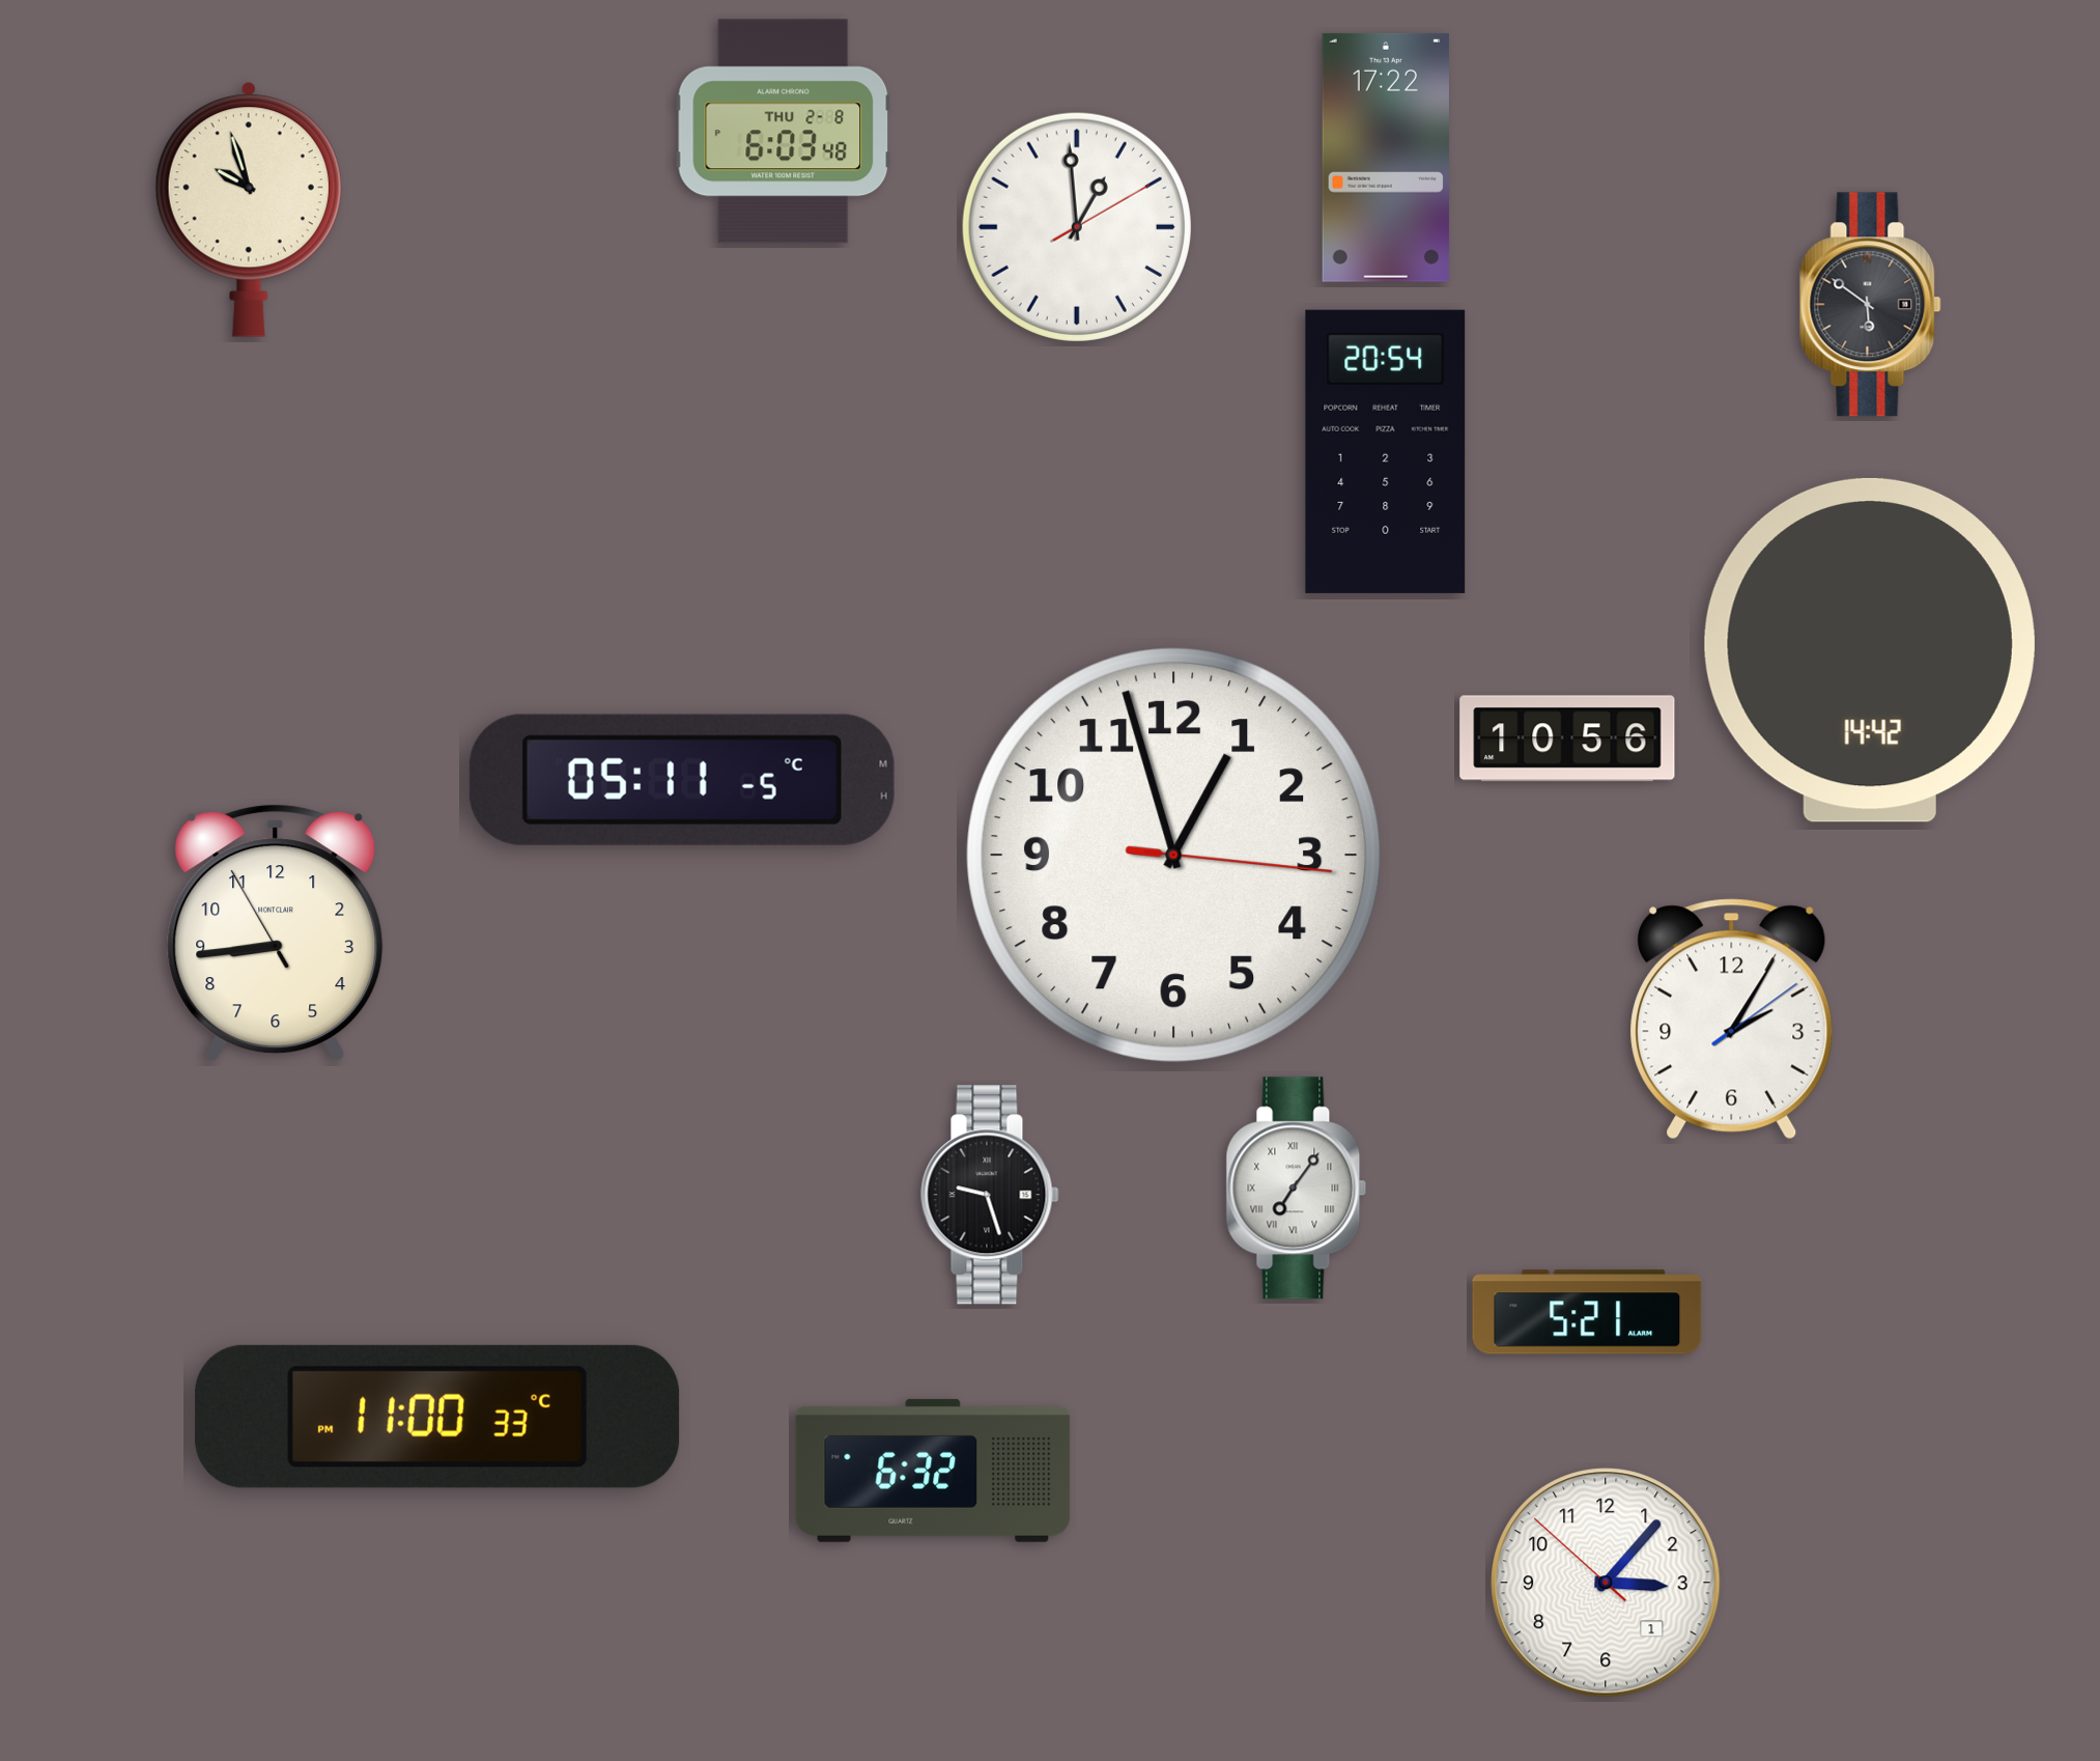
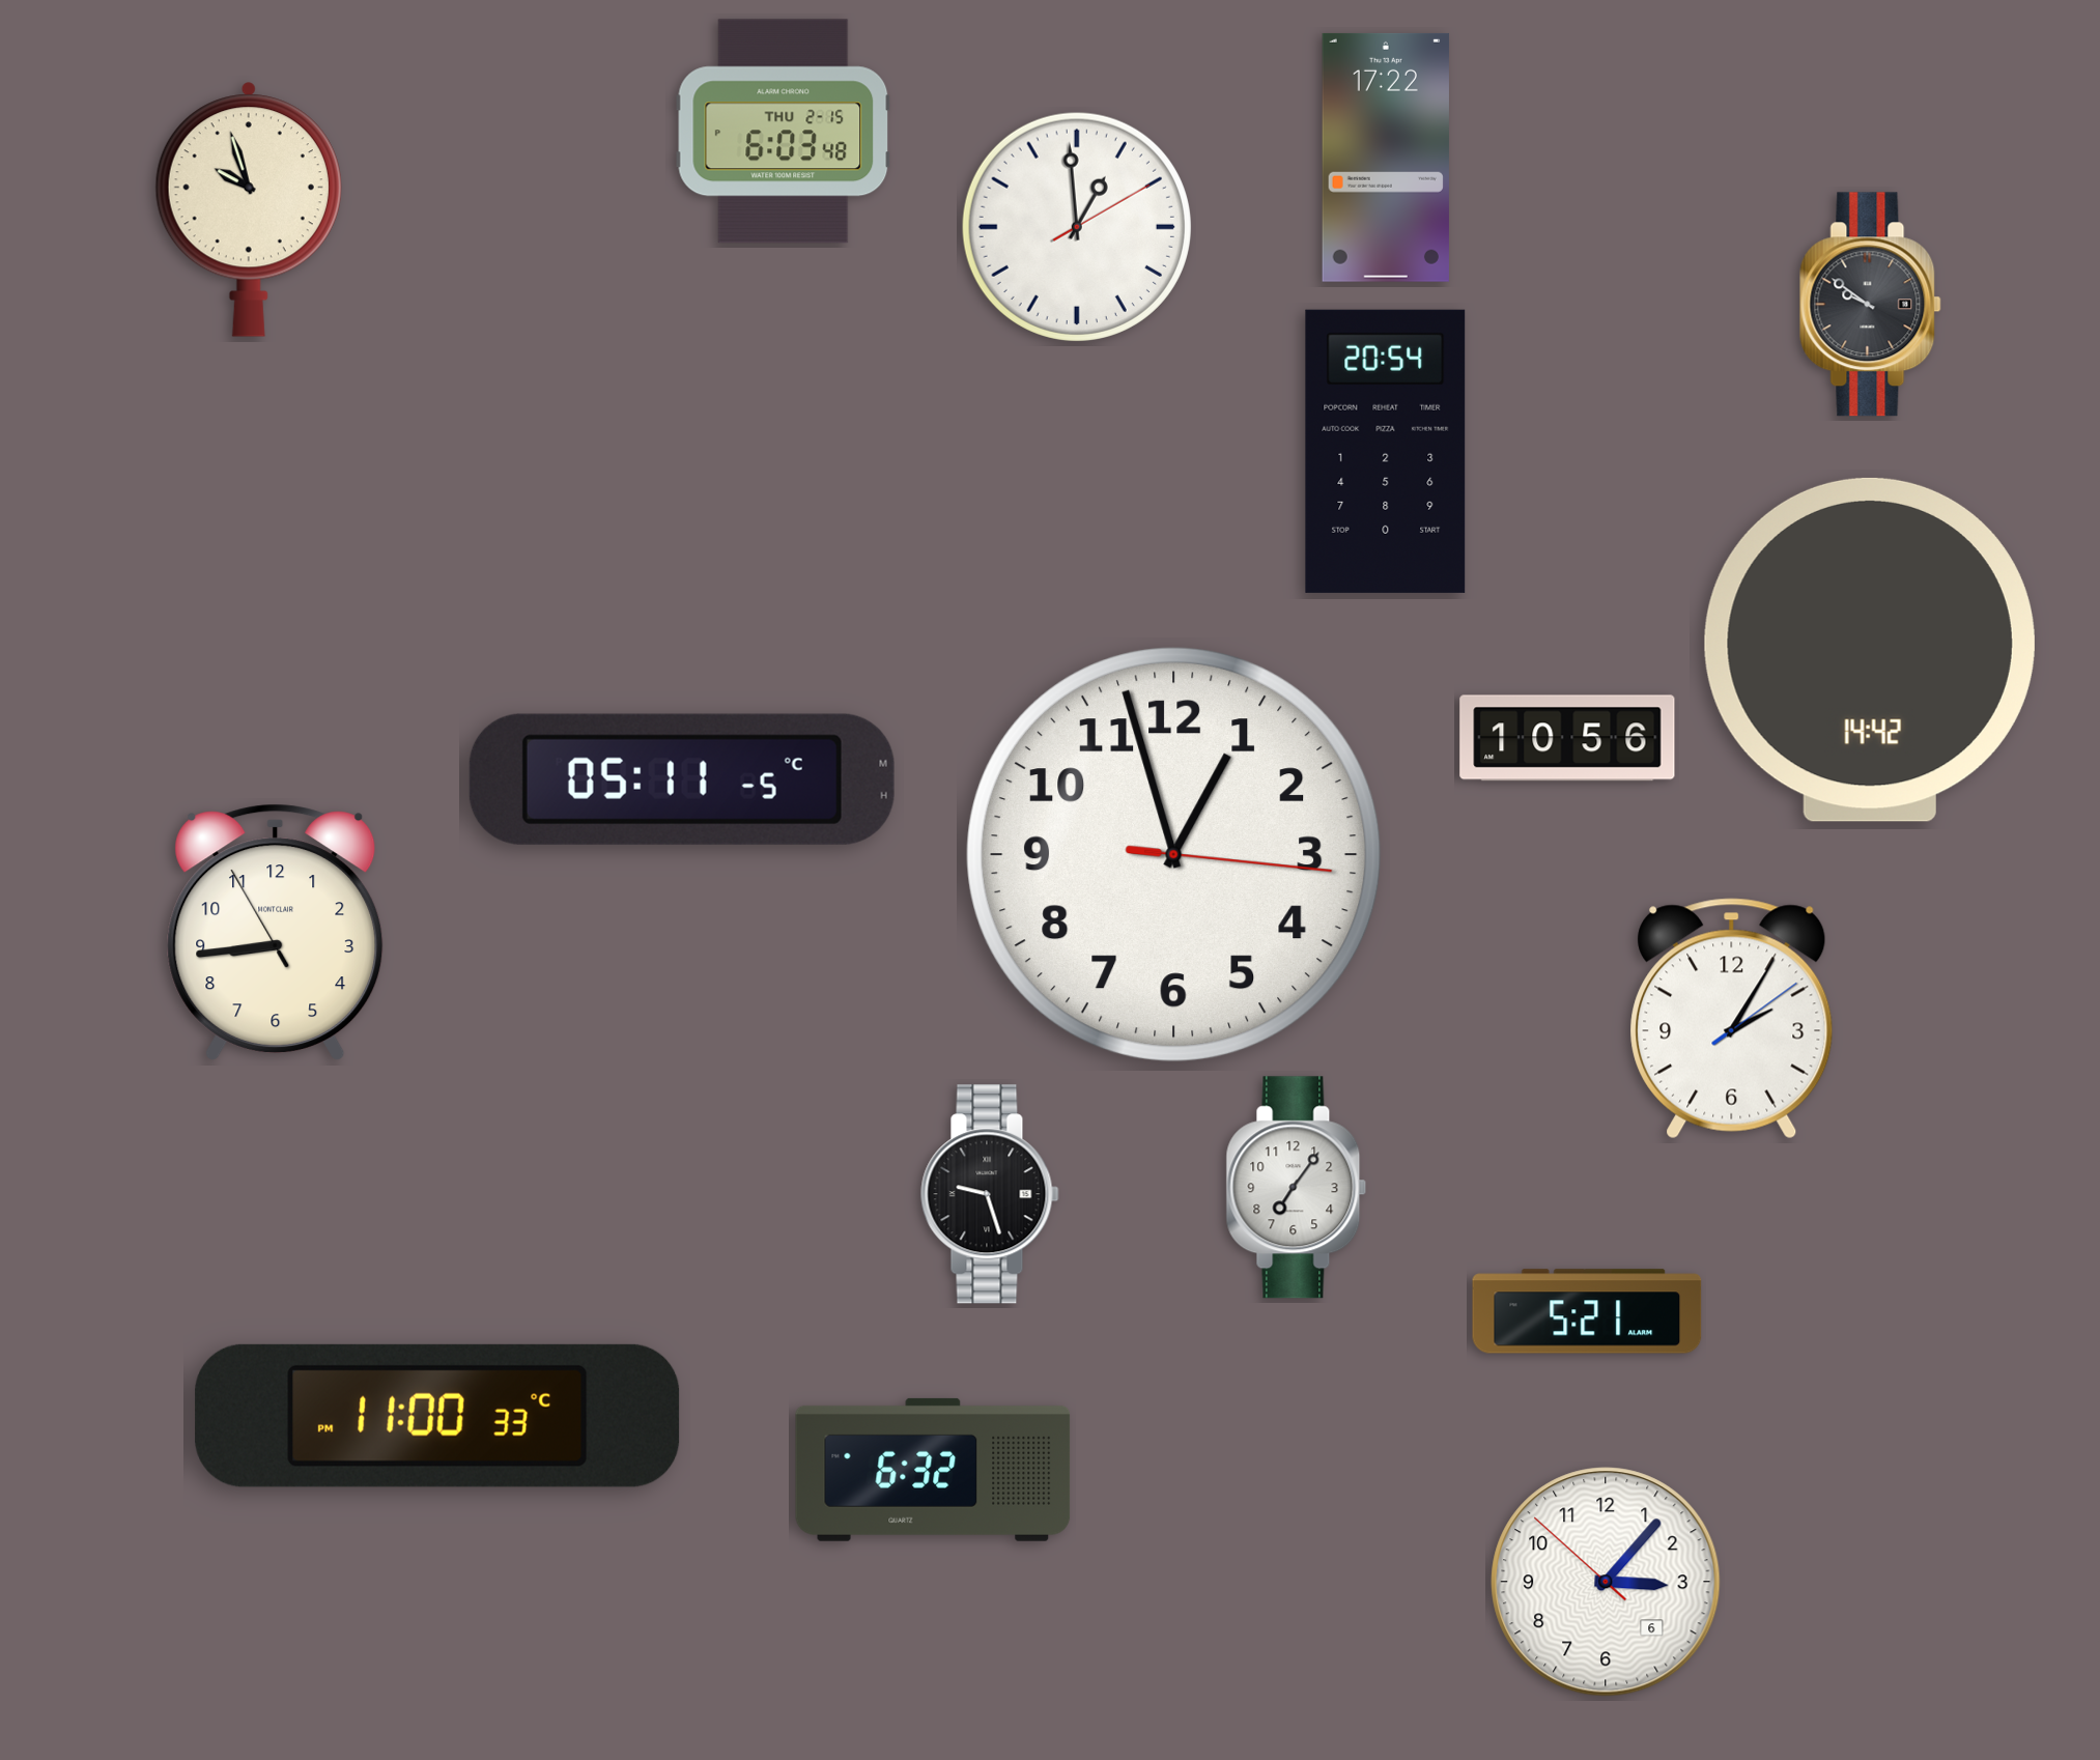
clock at (784, 132) date: THU 2-8 -> THU 2-15
clock at (1871, 305): 5:51 -> 9:51
clock at (1297, 1189) numerals: Roman -> Arabic
clock at (1606, 1583) date: 1 -> 6
